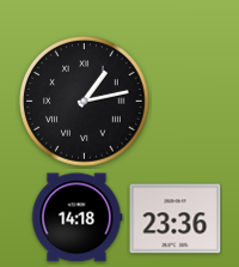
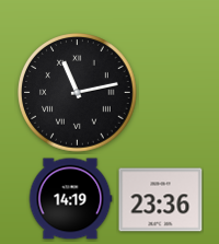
clock at (85, 102): 1:13 -> 11:13
clock at (76, 218): 14:18 -> 14:19
